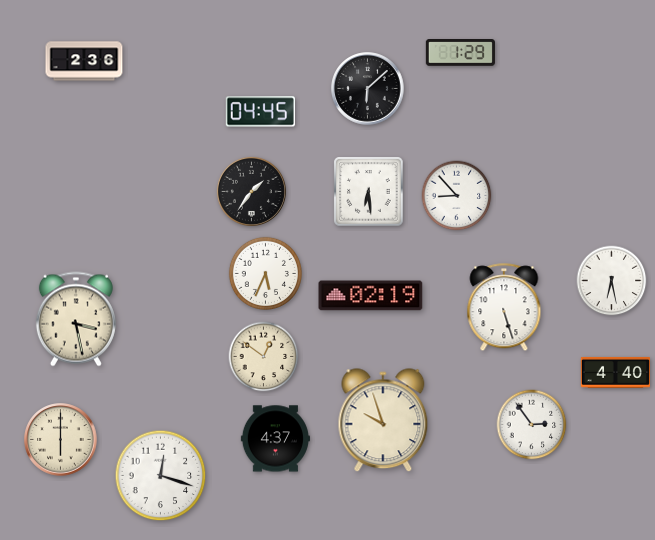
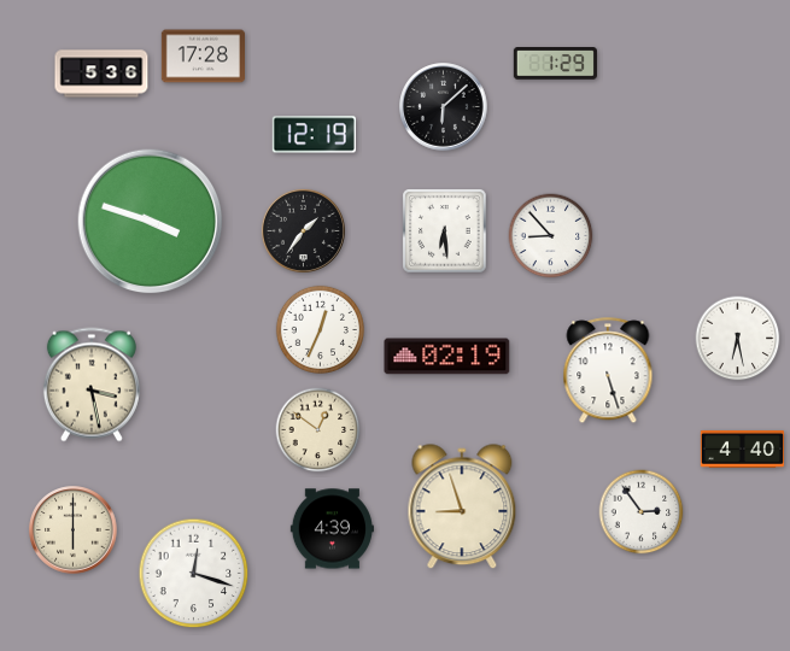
clock at (203, 57): none -> 17:28
clock at (84, 61): 2:36 -> 5:36
clock at (260, 112): 04:45 -> 12:19
clock at (151, 222): none -> 3:48
clock at (265, 273): 5:34 -> 12:34
clock at (383, 421): 9:57 -> 8:57
clock at (275, 439): 4:37 -> 4:39
